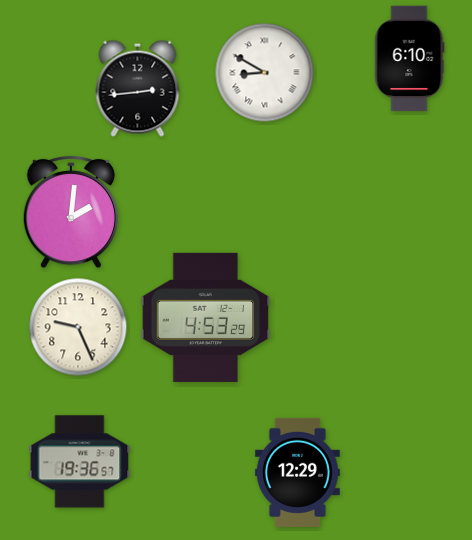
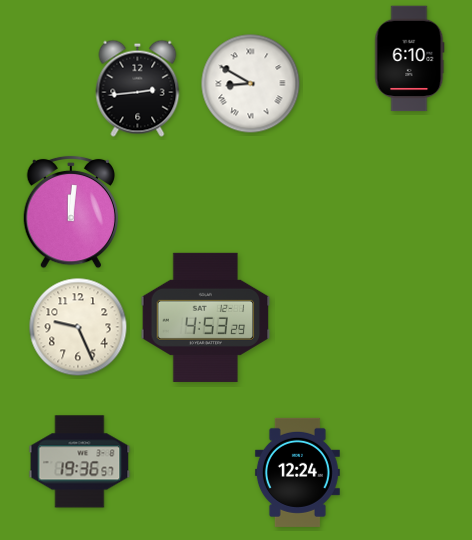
clock at (265, 73) position: (265, 73) -> (251, 84)
clock at (70, 212): 2:01 -> 12:01
clock at (297, 472): 12:29 -> 12:24
